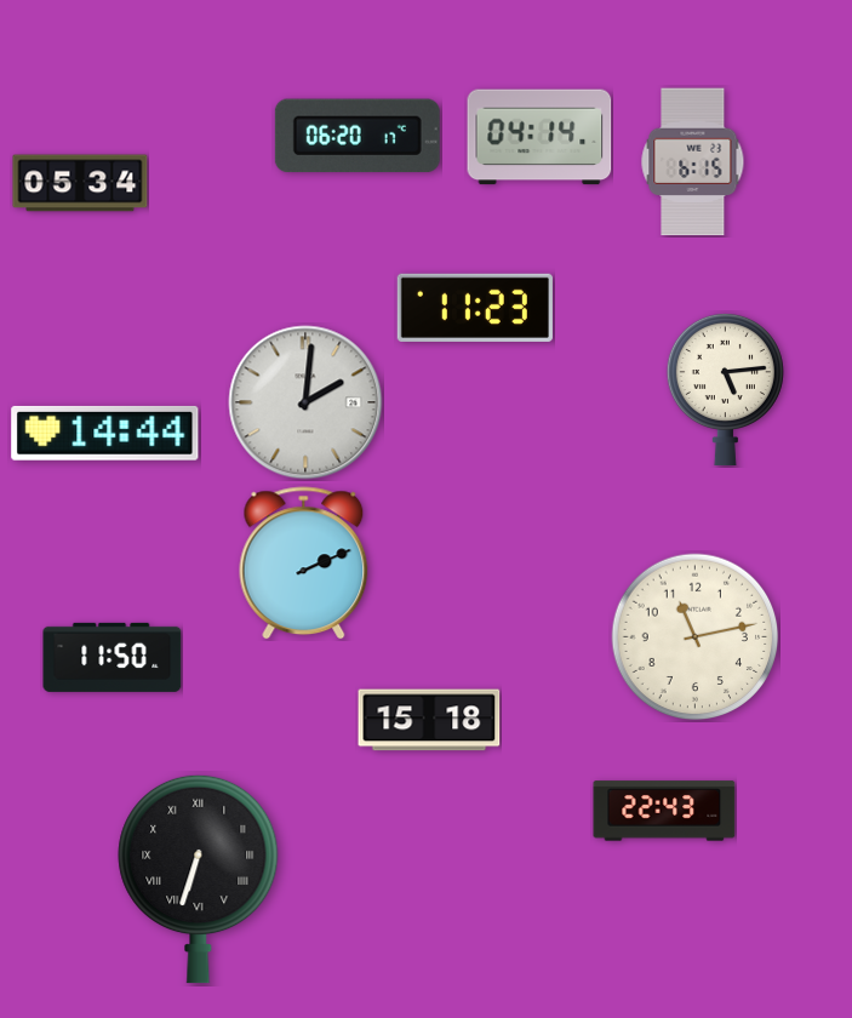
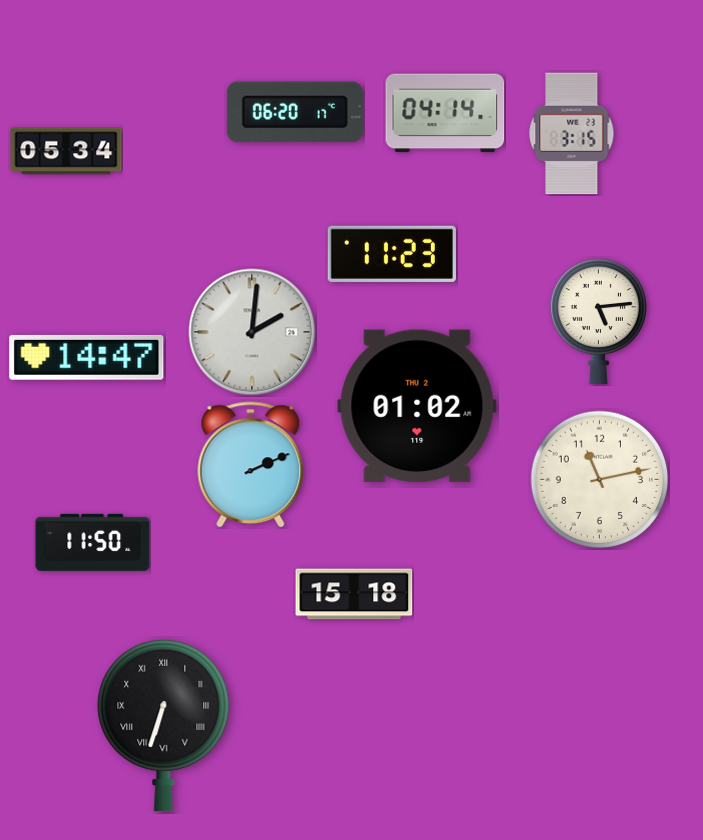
clock at (693, 162): 6:15 -> 3:15
clock at (105, 433): 14:44 -> 14:47
clock at (417, 406): none -> 01:02
clock at (696, 637) position: (696, 637) -> (600, 480)
clock at (664, 811): 22:43 -> none
